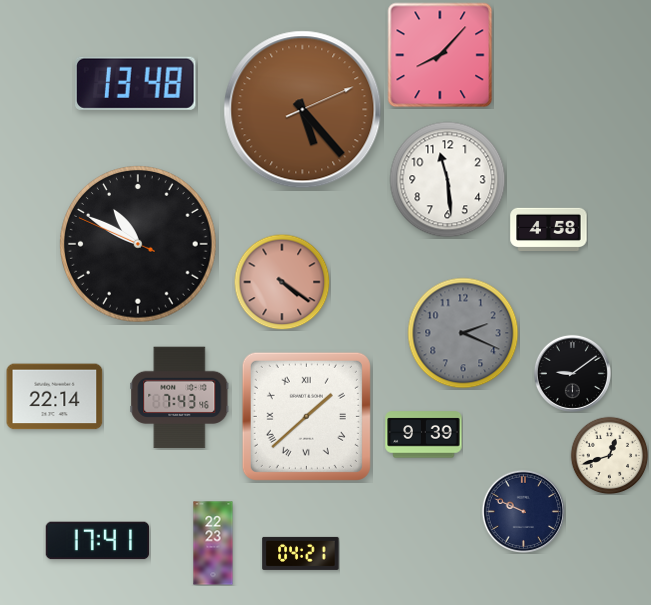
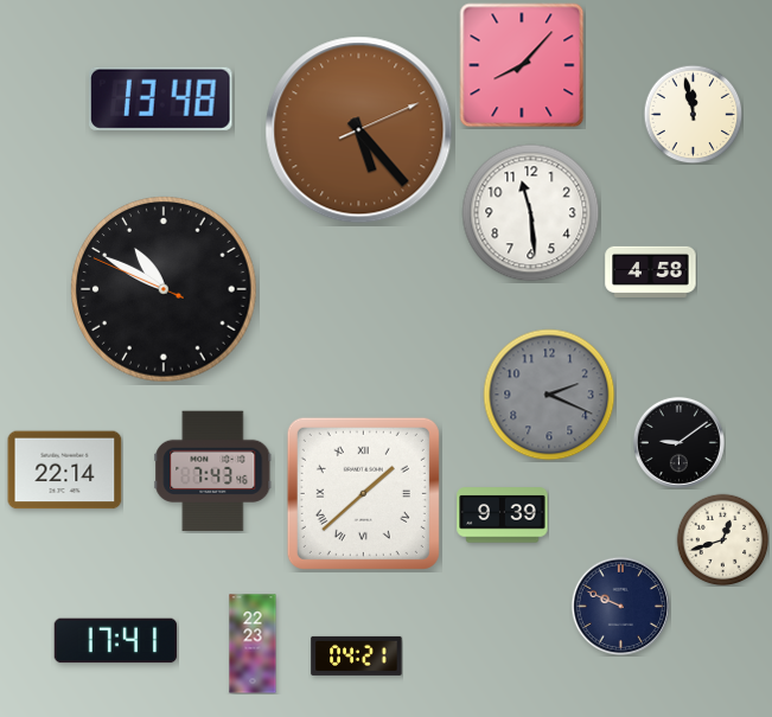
clock at (693, 114): none -> 11:58
clock at (282, 282): 4:21 -> none
